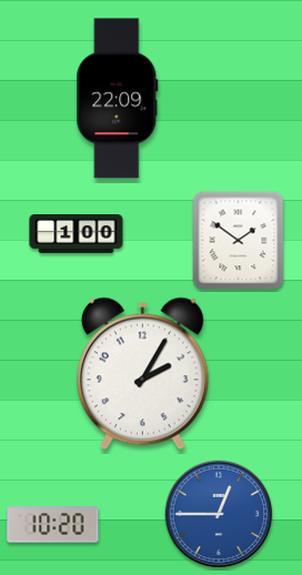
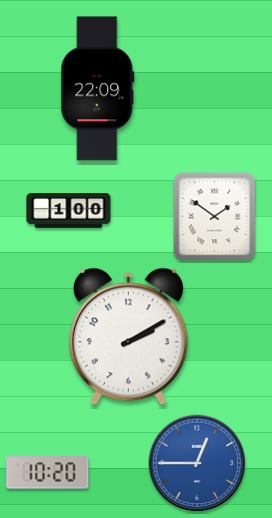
clock at (118, 99) position: (118, 99) -> (98, 89)
clock at (142, 374): 2:05 -> 2:10
